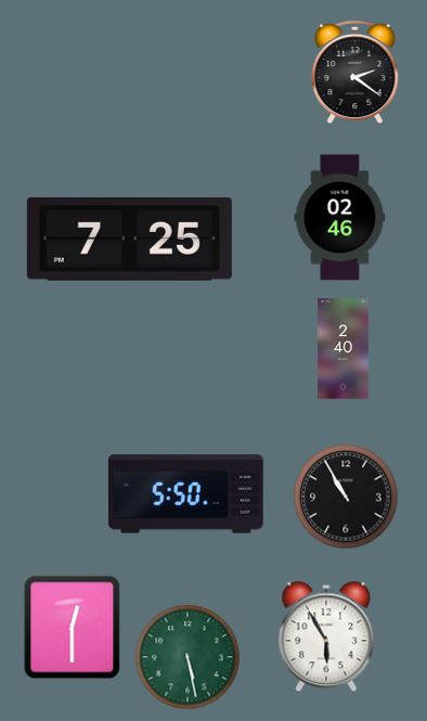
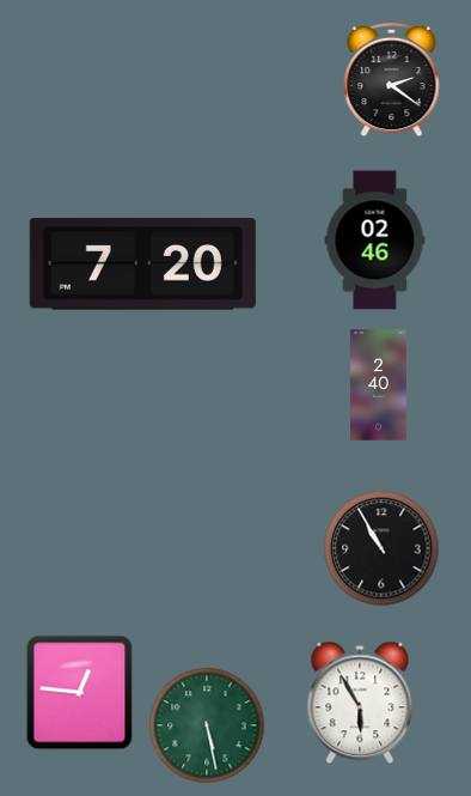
clock at (129, 240): 7:25 -> 7:20
clock at (185, 494): 5:50 -> none
clock at (73, 627): 12:30 -> 12:46
